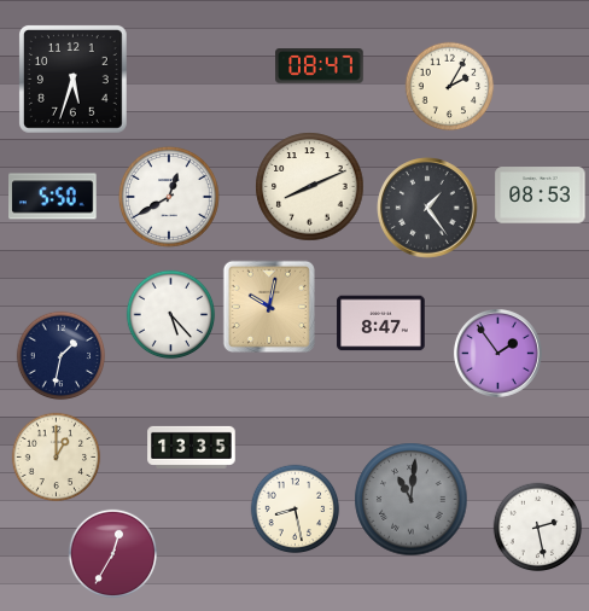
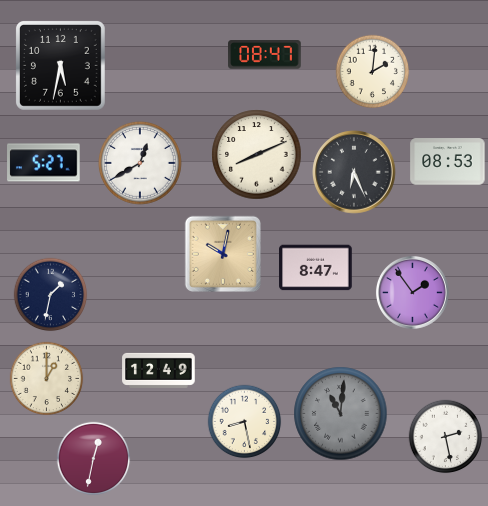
clock at (72, 78): 5:33 -> 5:32
clock at (450, 87): 2:05 -> 2:01
clock at (53, 197): 5:50 -> 5:27
clock at (427, 208): 1:24 -> 6:26
clock at (171, 315): 5:23 -> none
clock at (192, 447): 13:35 -> 12:49
clock at (113, 554): 12:35 -> 12:32
